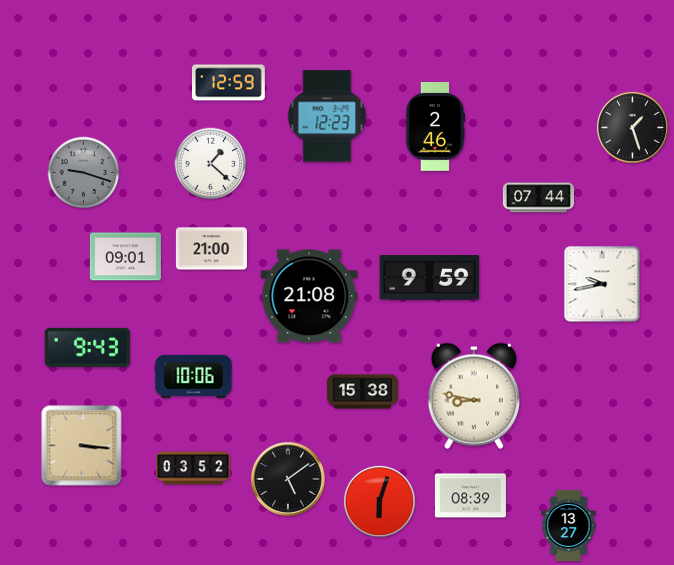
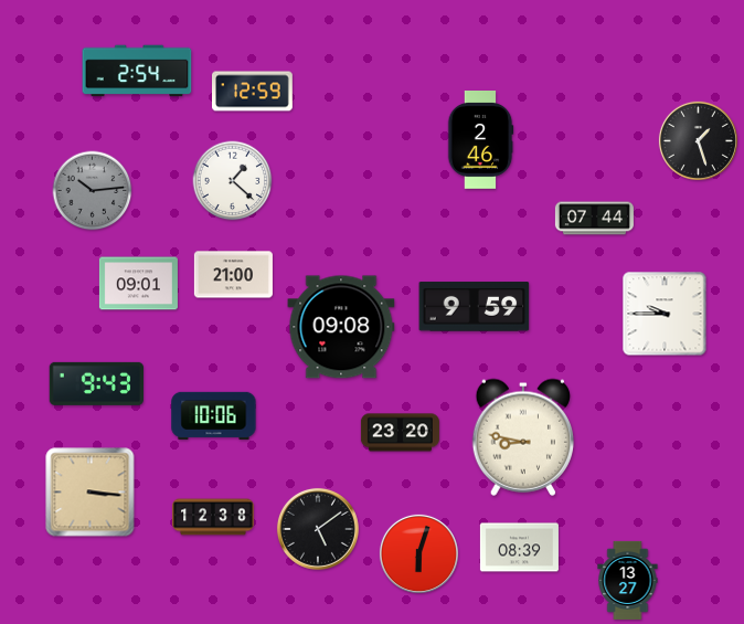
clock at (137, 71): none -> 2:54
clock at (327, 116): 12:23 -> none
clock at (84, 173): 9:18 -> 10:14
clock at (602, 284): 9:43 -> 9:45
clock at (309, 296): 21:08 -> 09:08
clock at (362, 392): 15:38 -> 23:20
clock at (193, 468): 03:52 -> 12:38
